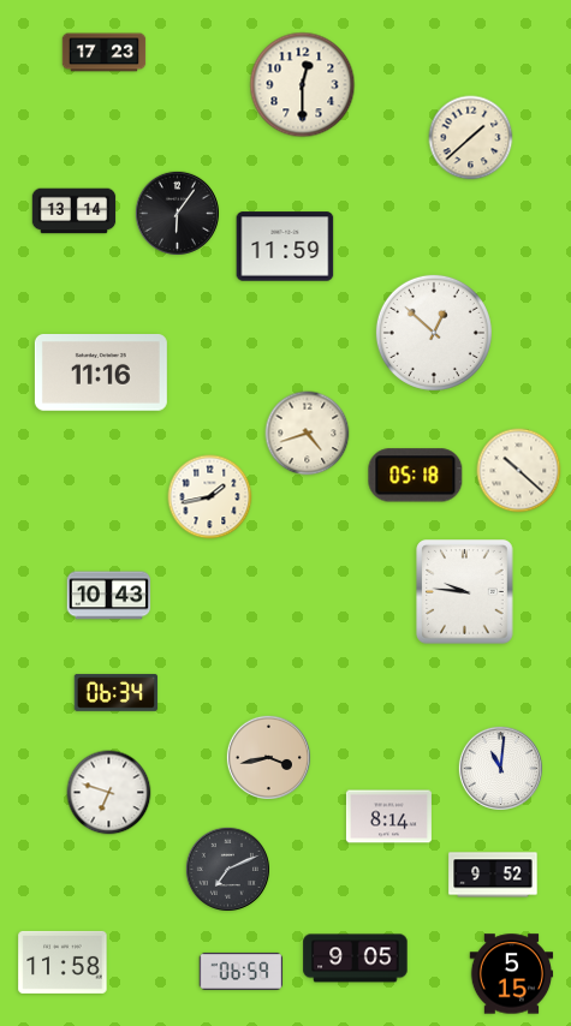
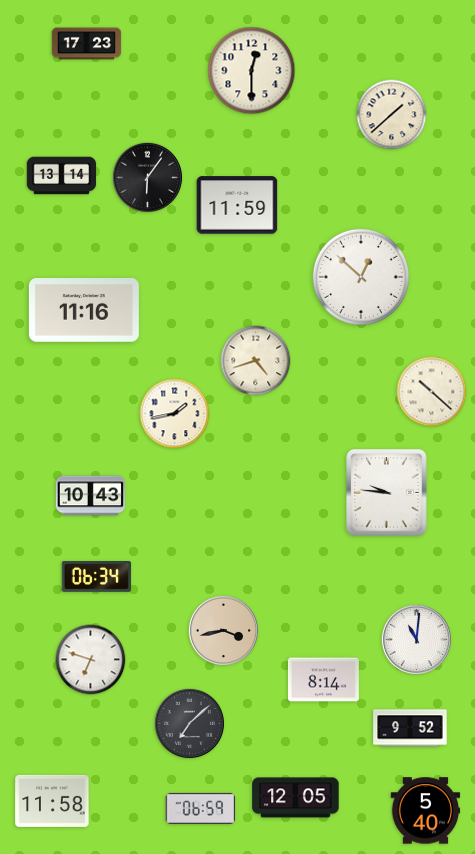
clock at (416, 476): 05:18 -> none
clock at (227, 869): 7:11 -> 7:08
clock at (356, 959): 9:05 -> 12:05
clock at (512, 974): 5:15 -> 5:40
